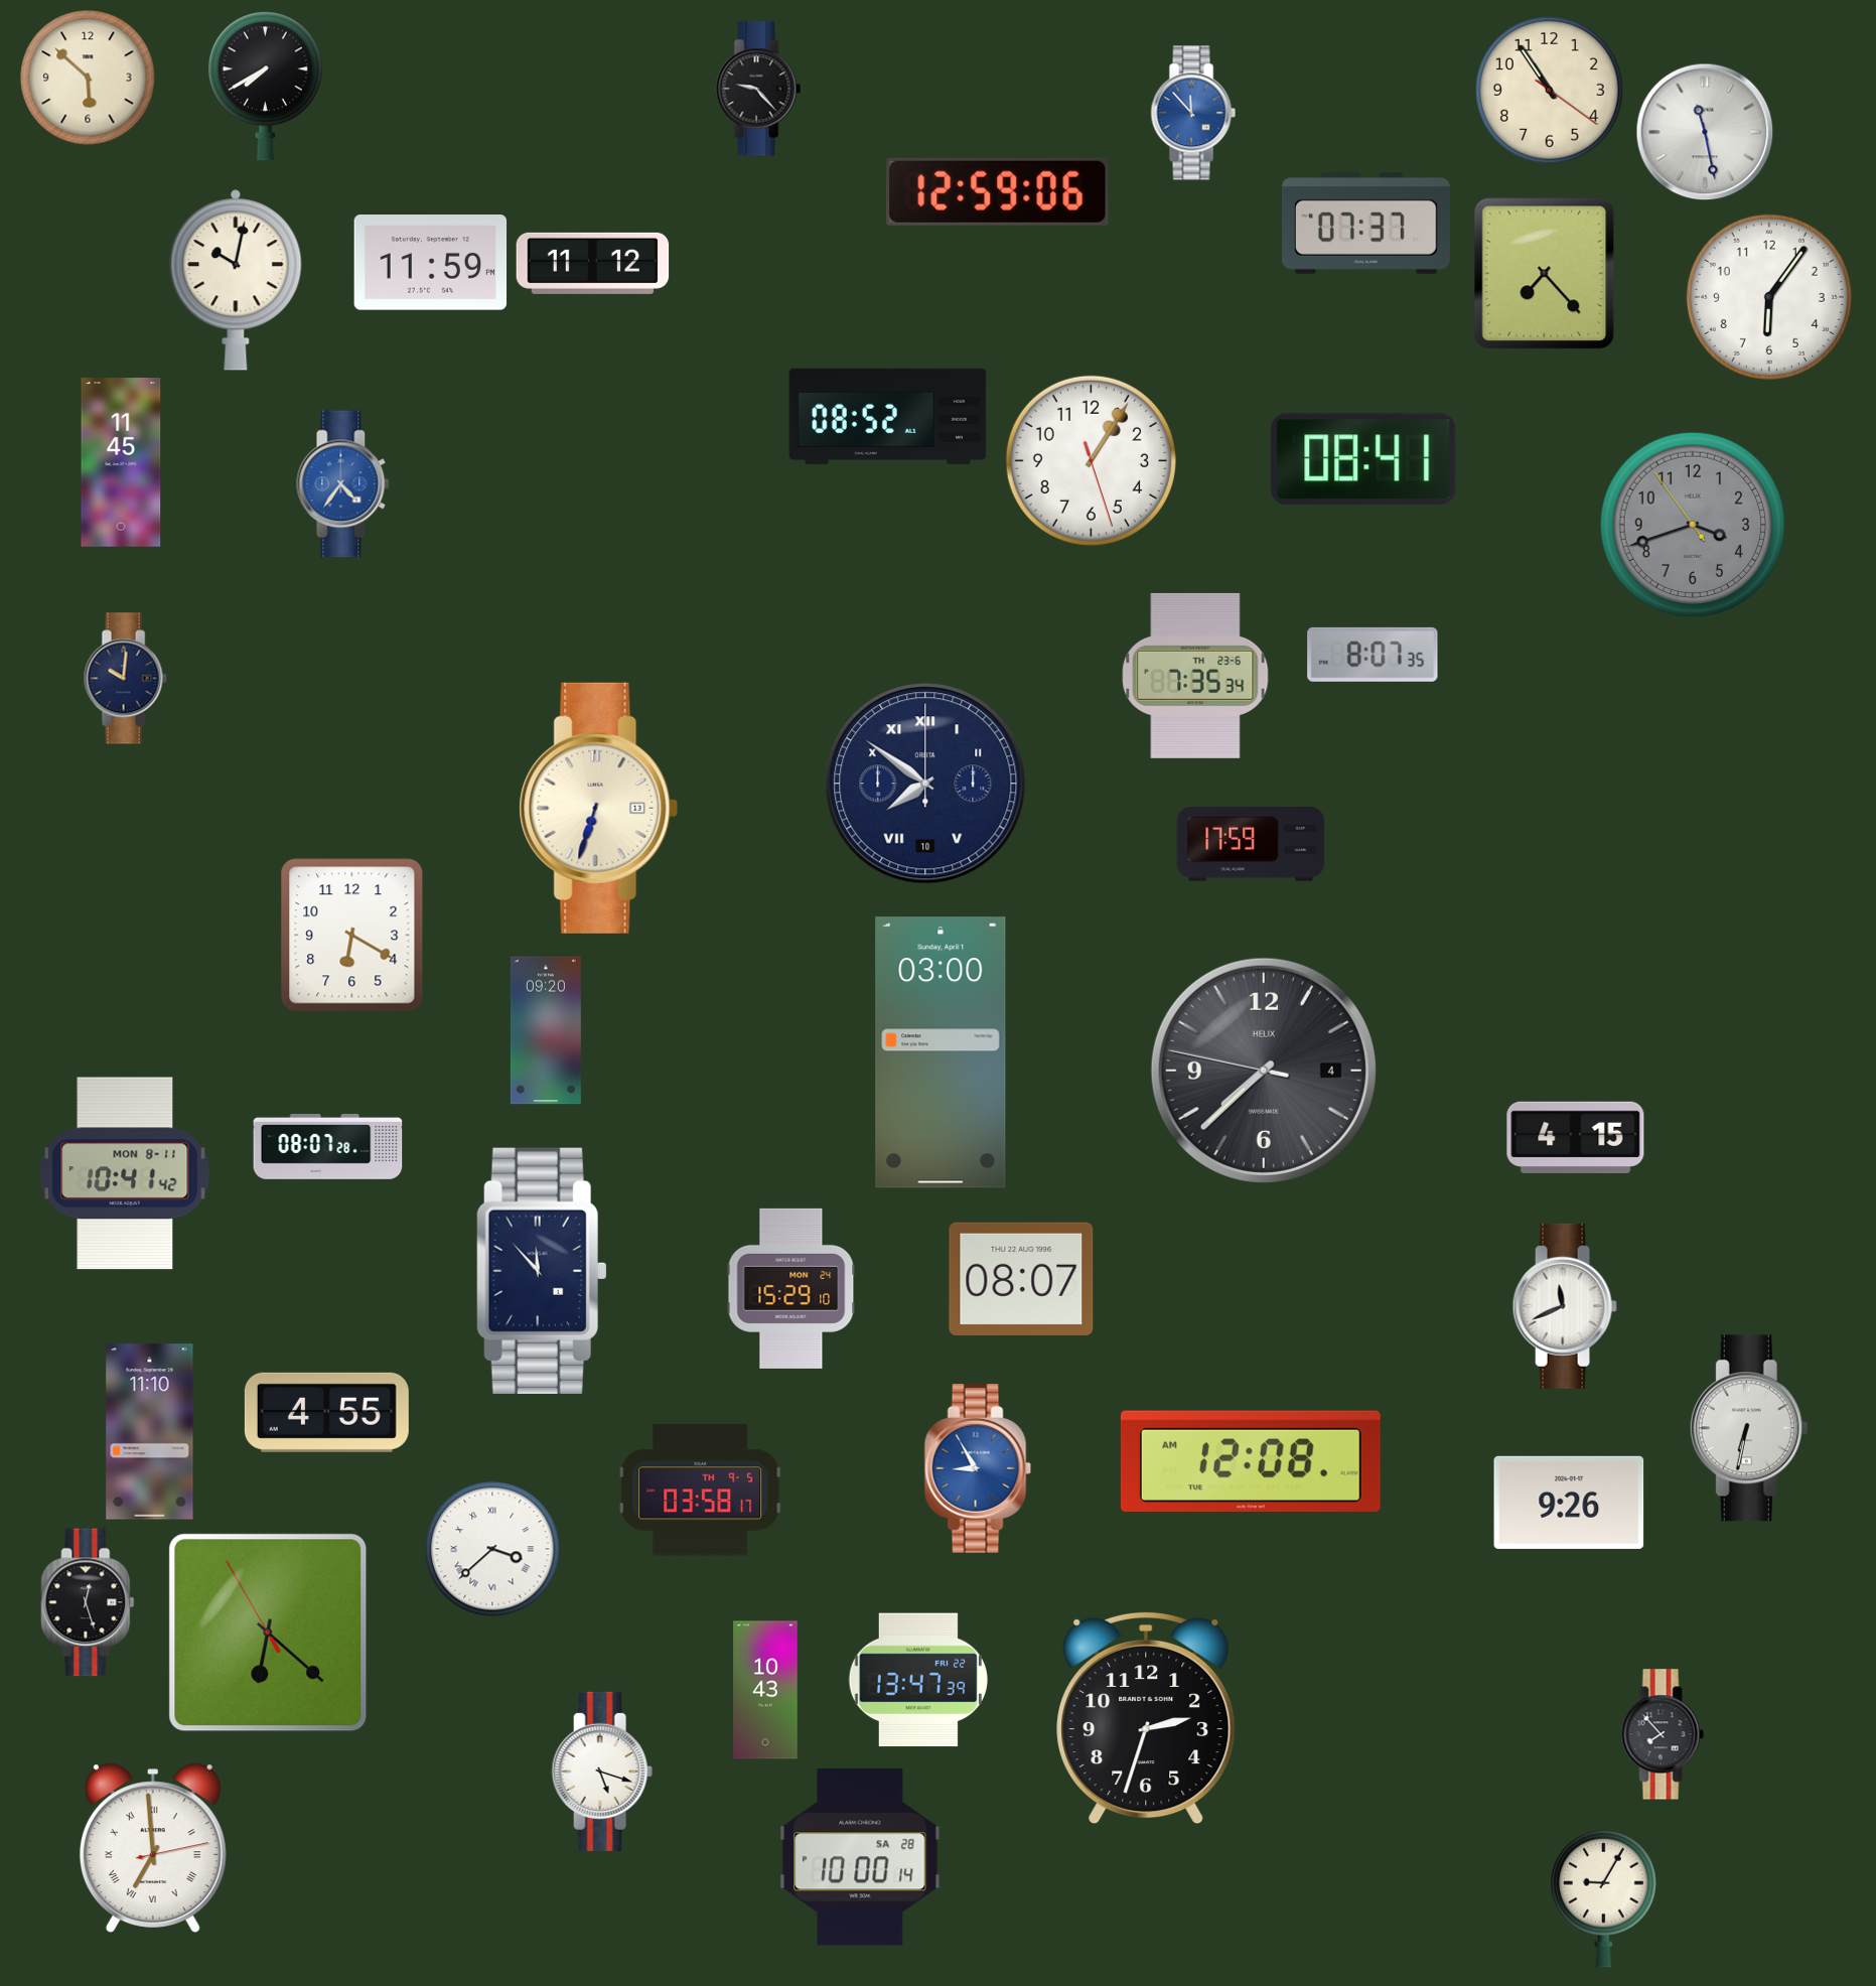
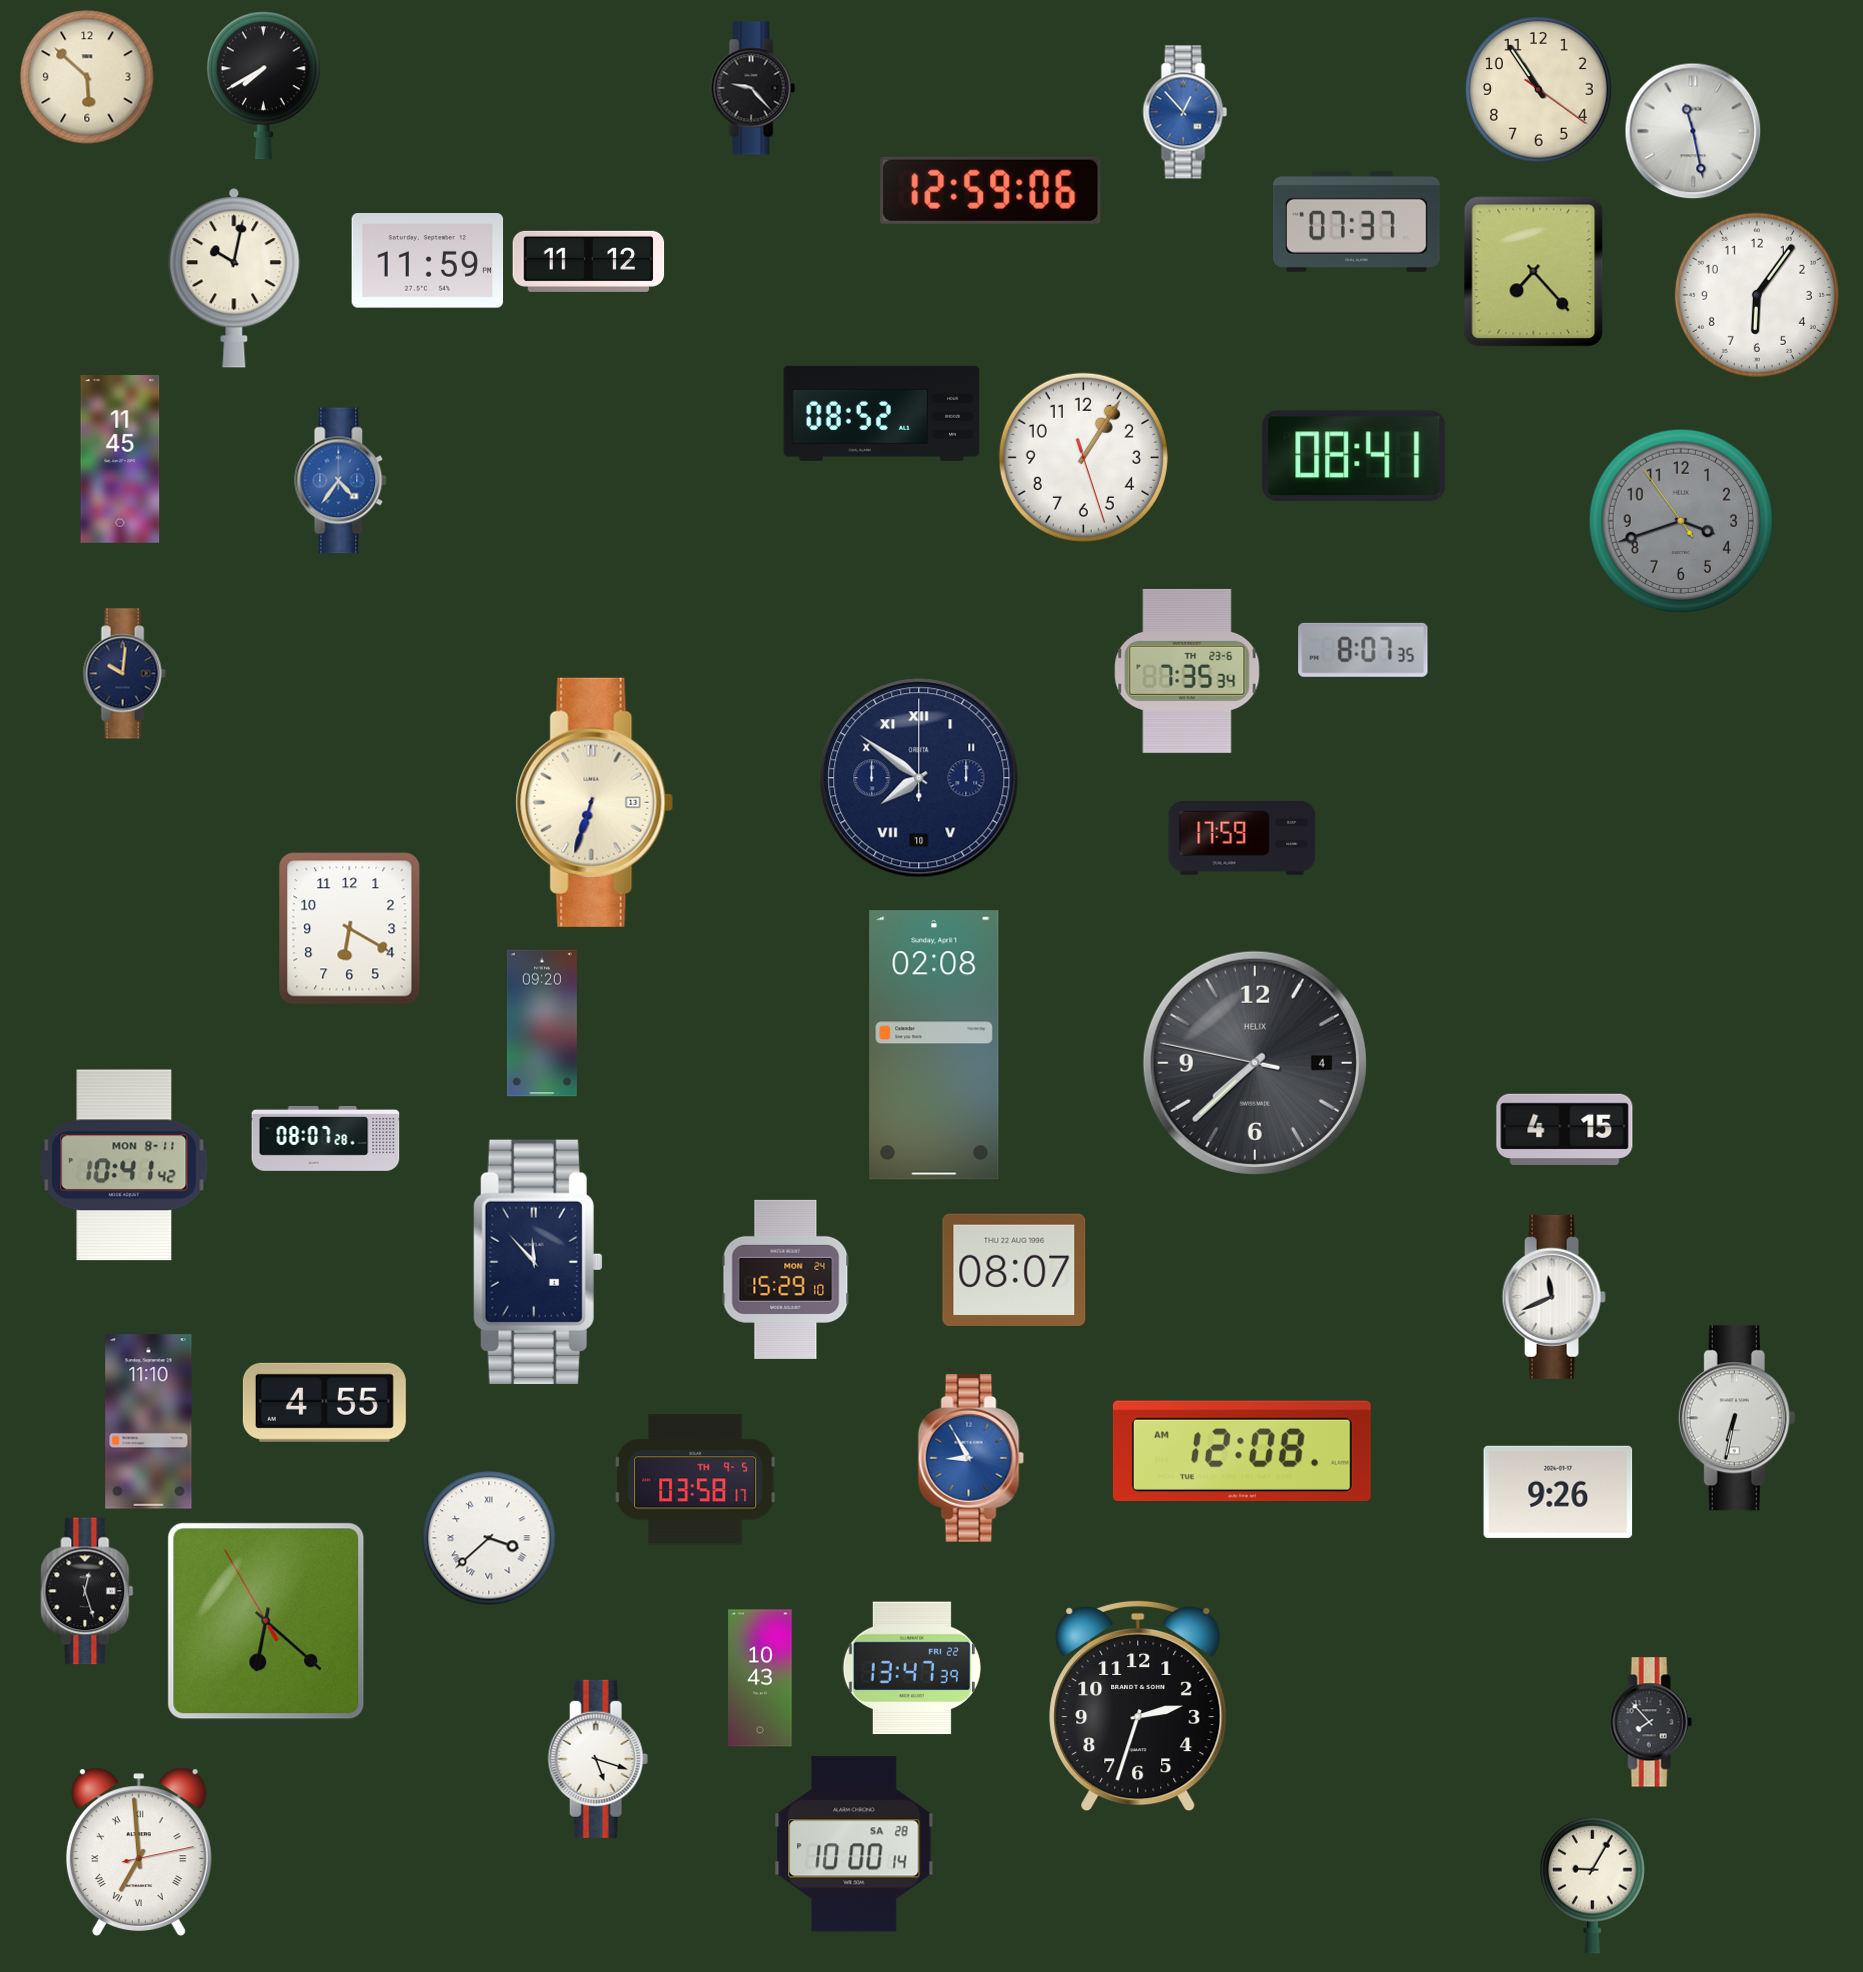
clock at (1193, 113): 11:53 -> 12:53
clock at (941, 1052): 03:00 -> 02:08
clock at (153, 1848) position: (153, 1848) -> (139, 1852)
